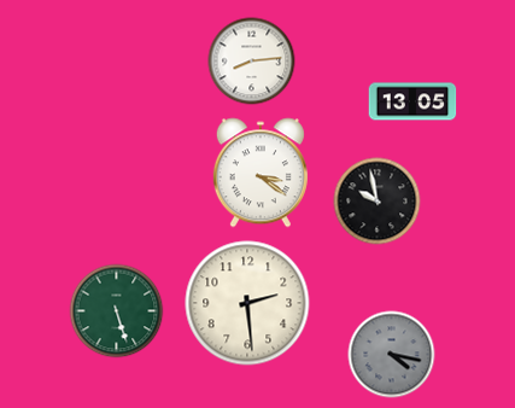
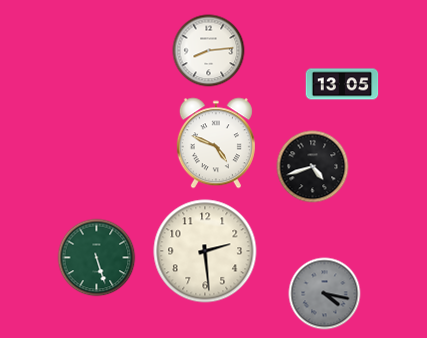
clock at (261, 173): 3:21 -> 4:49
clock at (378, 202): 9:58 -> 4:42
